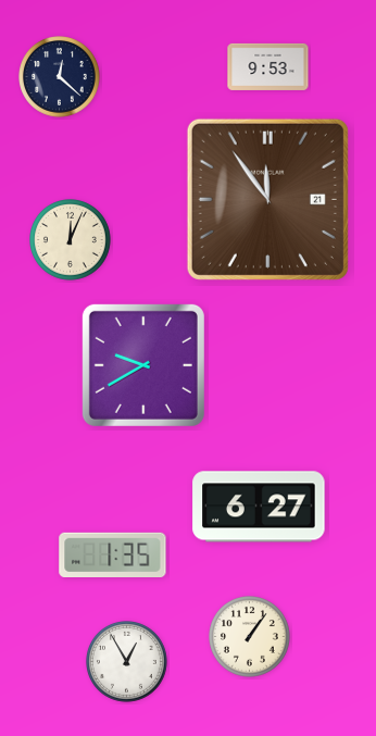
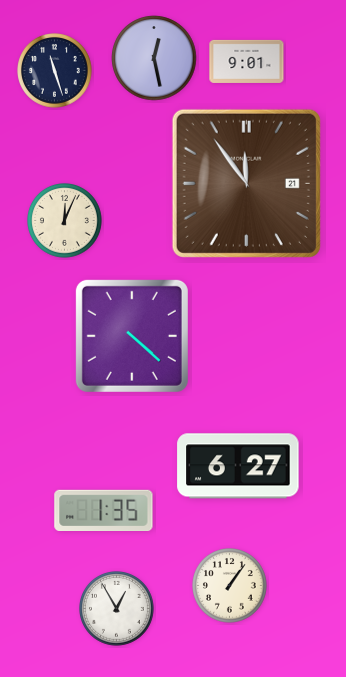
clock at (154, 58): none -> 12:28
clock at (268, 66): 9:53 -> 9:01
clock at (60, 77): 12:22 -> 11:27
clock at (143, 365): 9:40 -> 4:22
